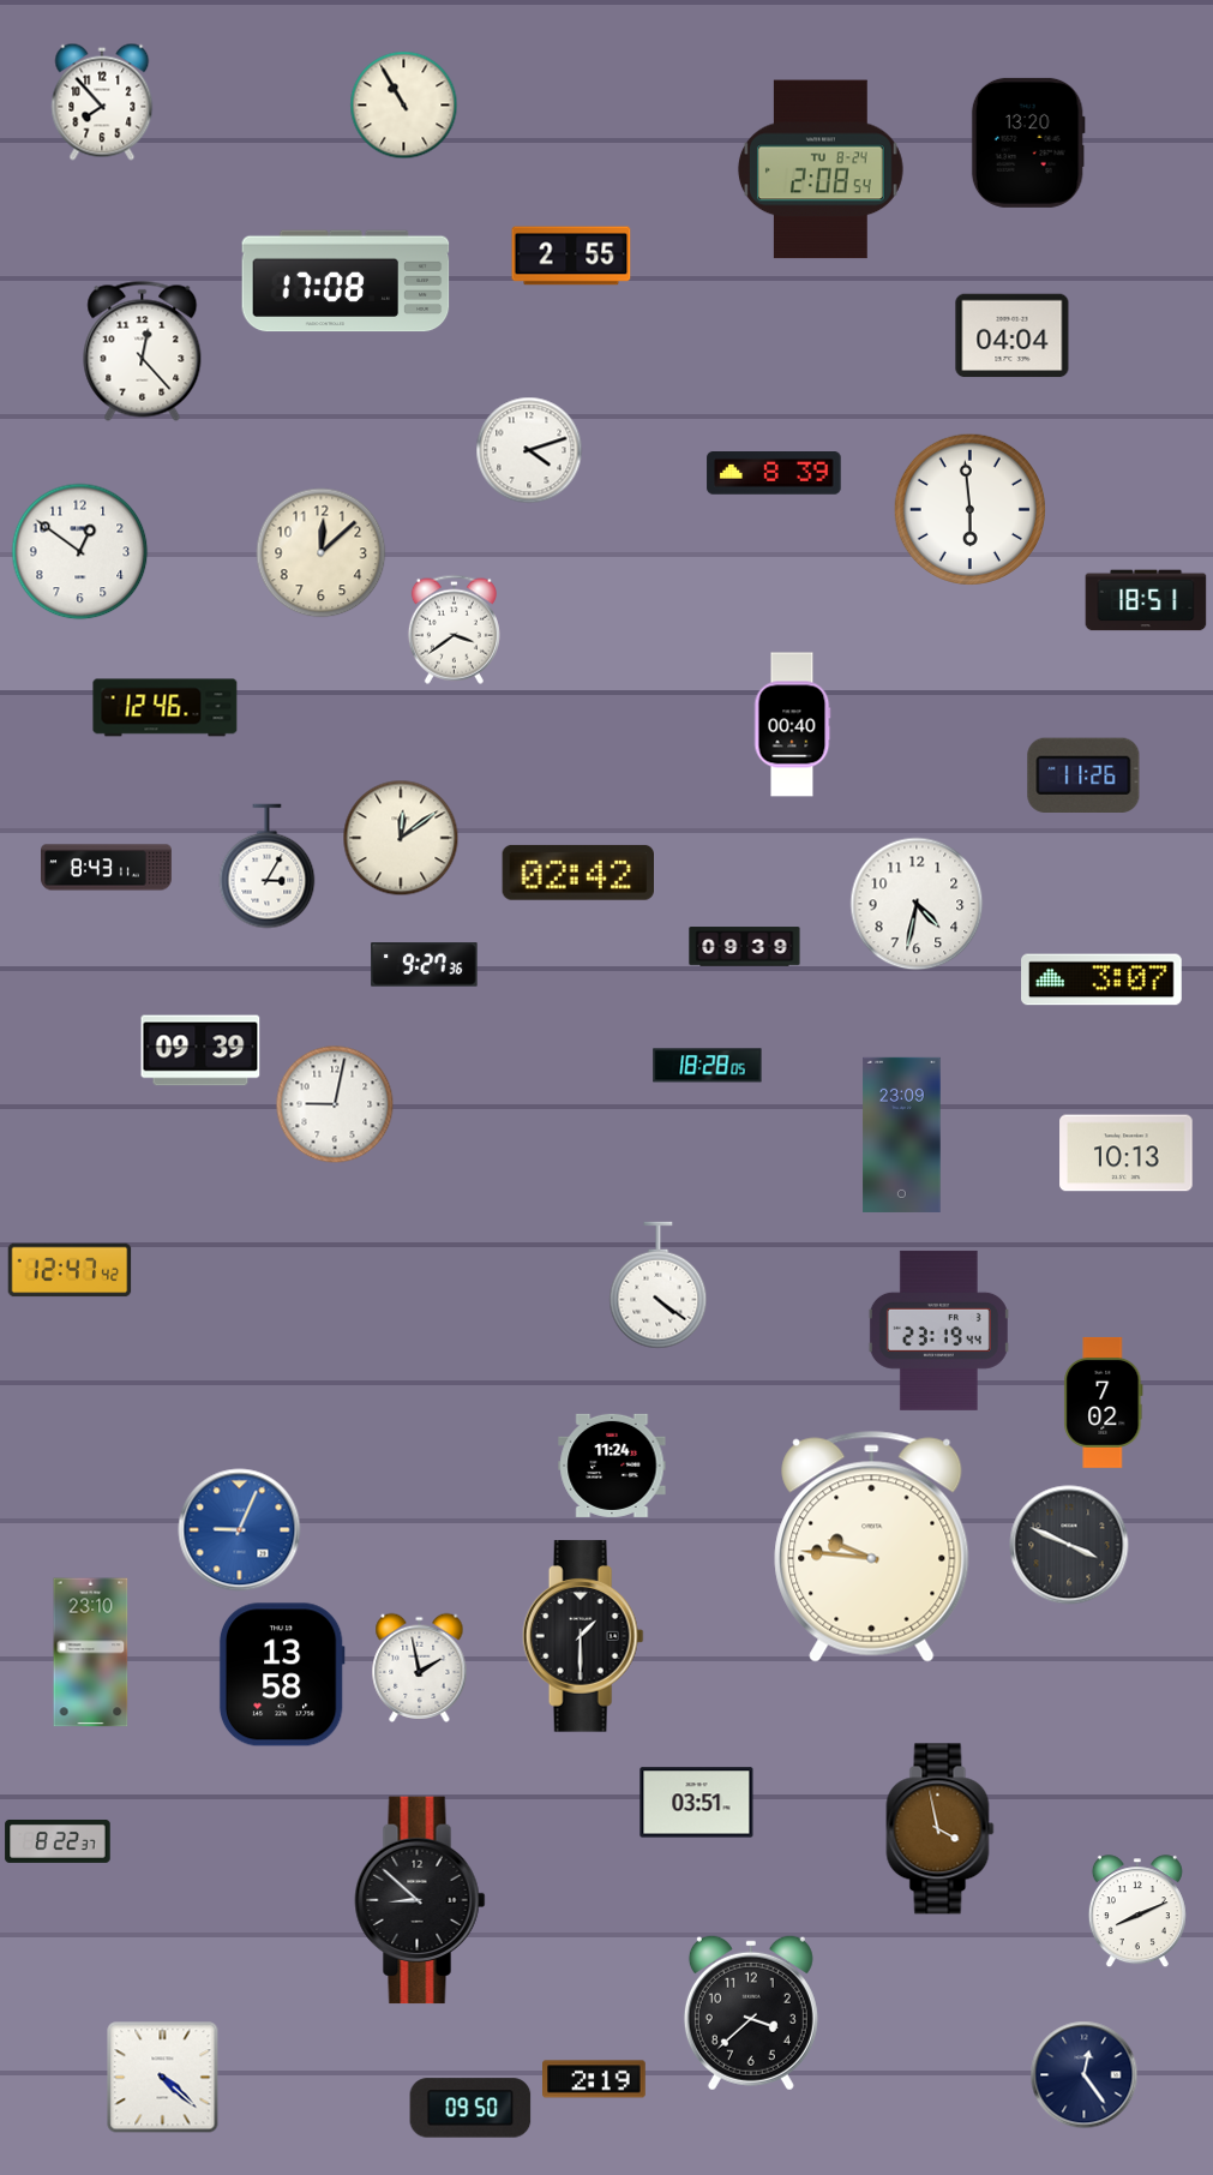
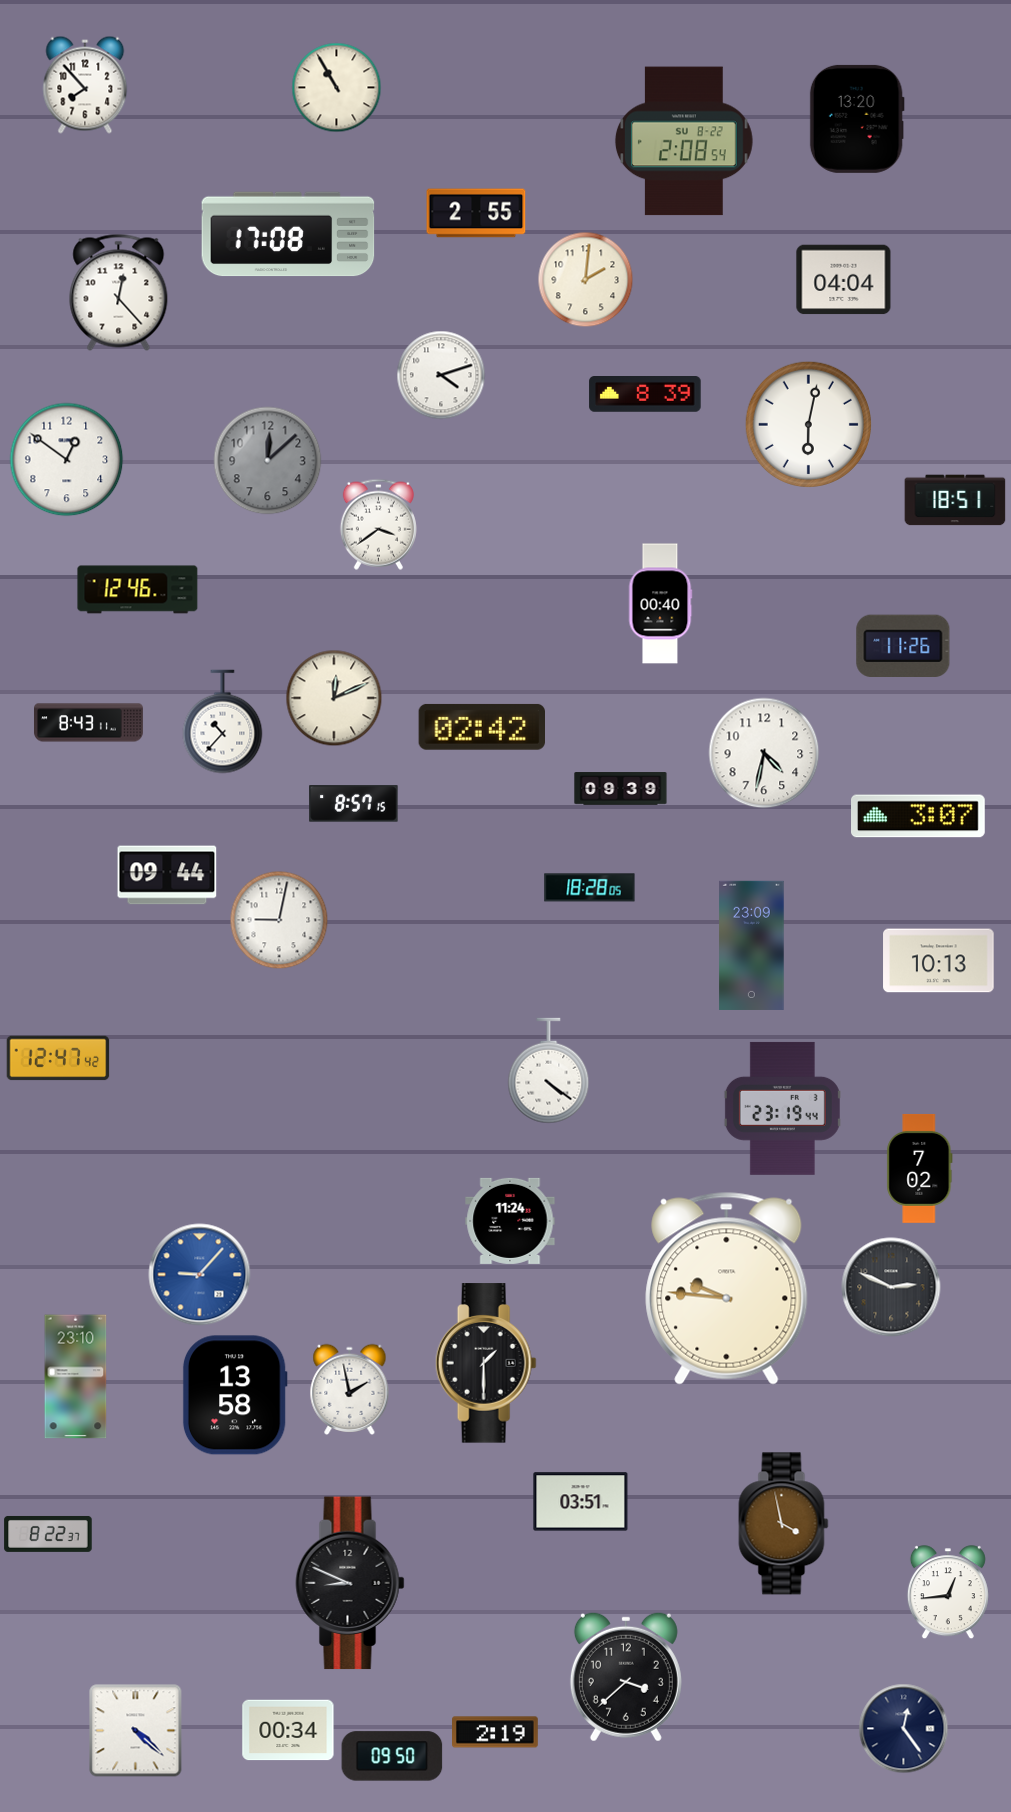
clock at (821, 169) date: TU 8-24 -> SU 8-22
clock at (586, 280): none -> 2:01
clock at (969, 509): 5:59 -> 6:02
clock at (322, 553) dial: cream -> grey
clock at (401, 838): 12:09 -> 12:11
clock at (268, 867): 3:05 -> 10:37
clock at (425, 965): 9:27 -> 8:57
clock at (200, 1050): 09:39 -> 09:44
clock at (240, 1530): 9:04 -> 9:07
clock at (1069, 1545): 3:49 -> 2:49
clock at (420, 1900): 8:52 -> 8:49
clock at (1137, 1912): 8:11 -> 12:44
clock at (288, 1730): none -> 00:34
